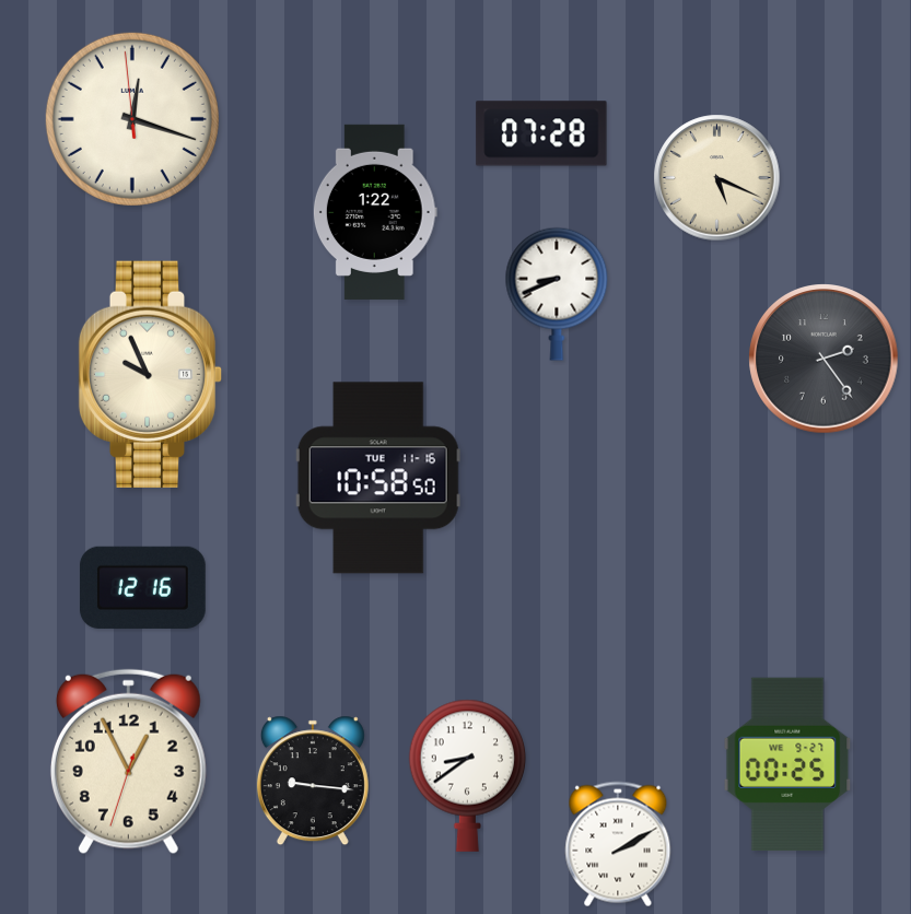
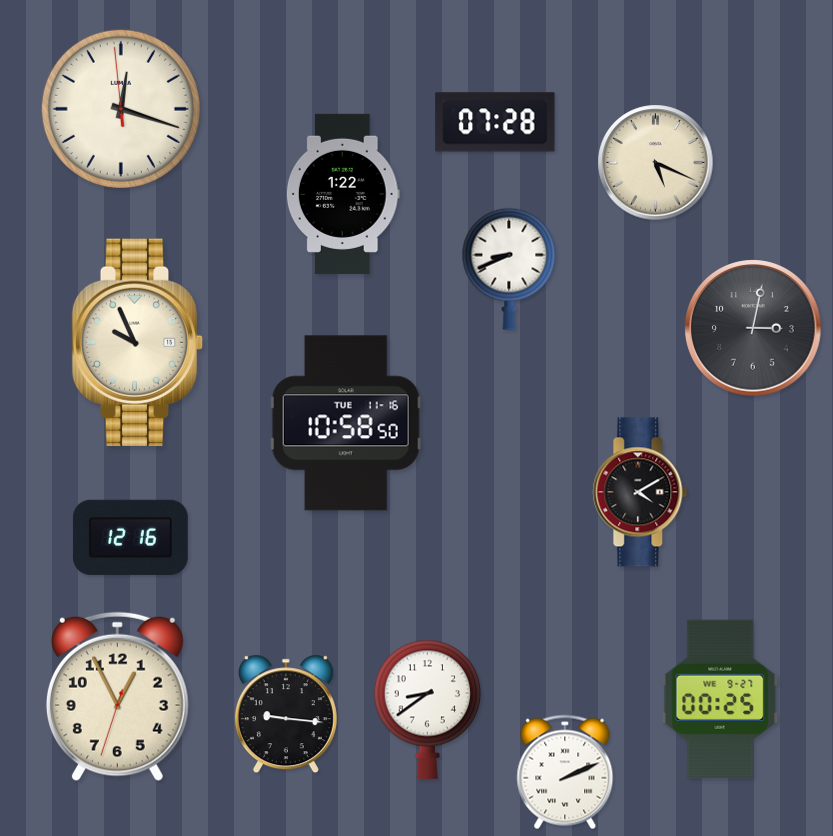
clock at (824, 359): 2:24 -> 3:02
clock at (378, 478) position: (378, 478) -> (346, 423)
clock at (640, 492): none -> 4:10
clock at (618, 844): 2:10 -> 2:11
